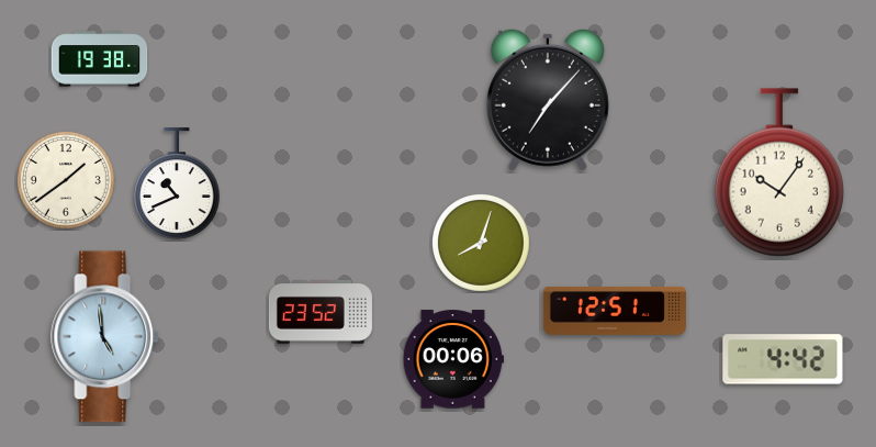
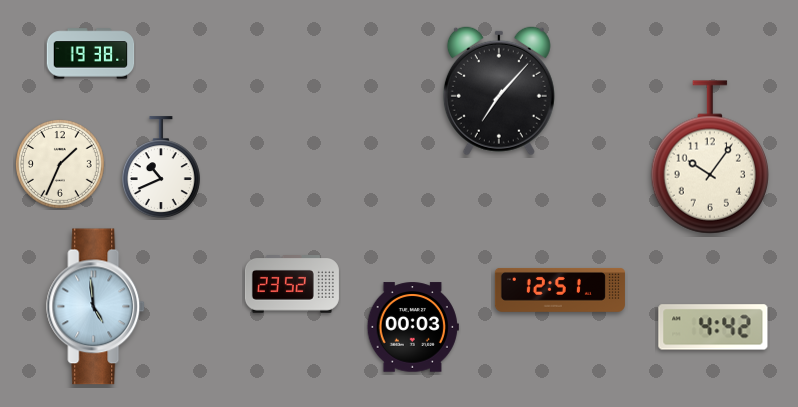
clock at (67, 181): 1:39 -> 1:34
clock at (482, 244): 8:03 -> none
clock at (615, 311) position: (615, 311) -> (560, 290)
clock at (453, 359): 00:06 -> 00:03
